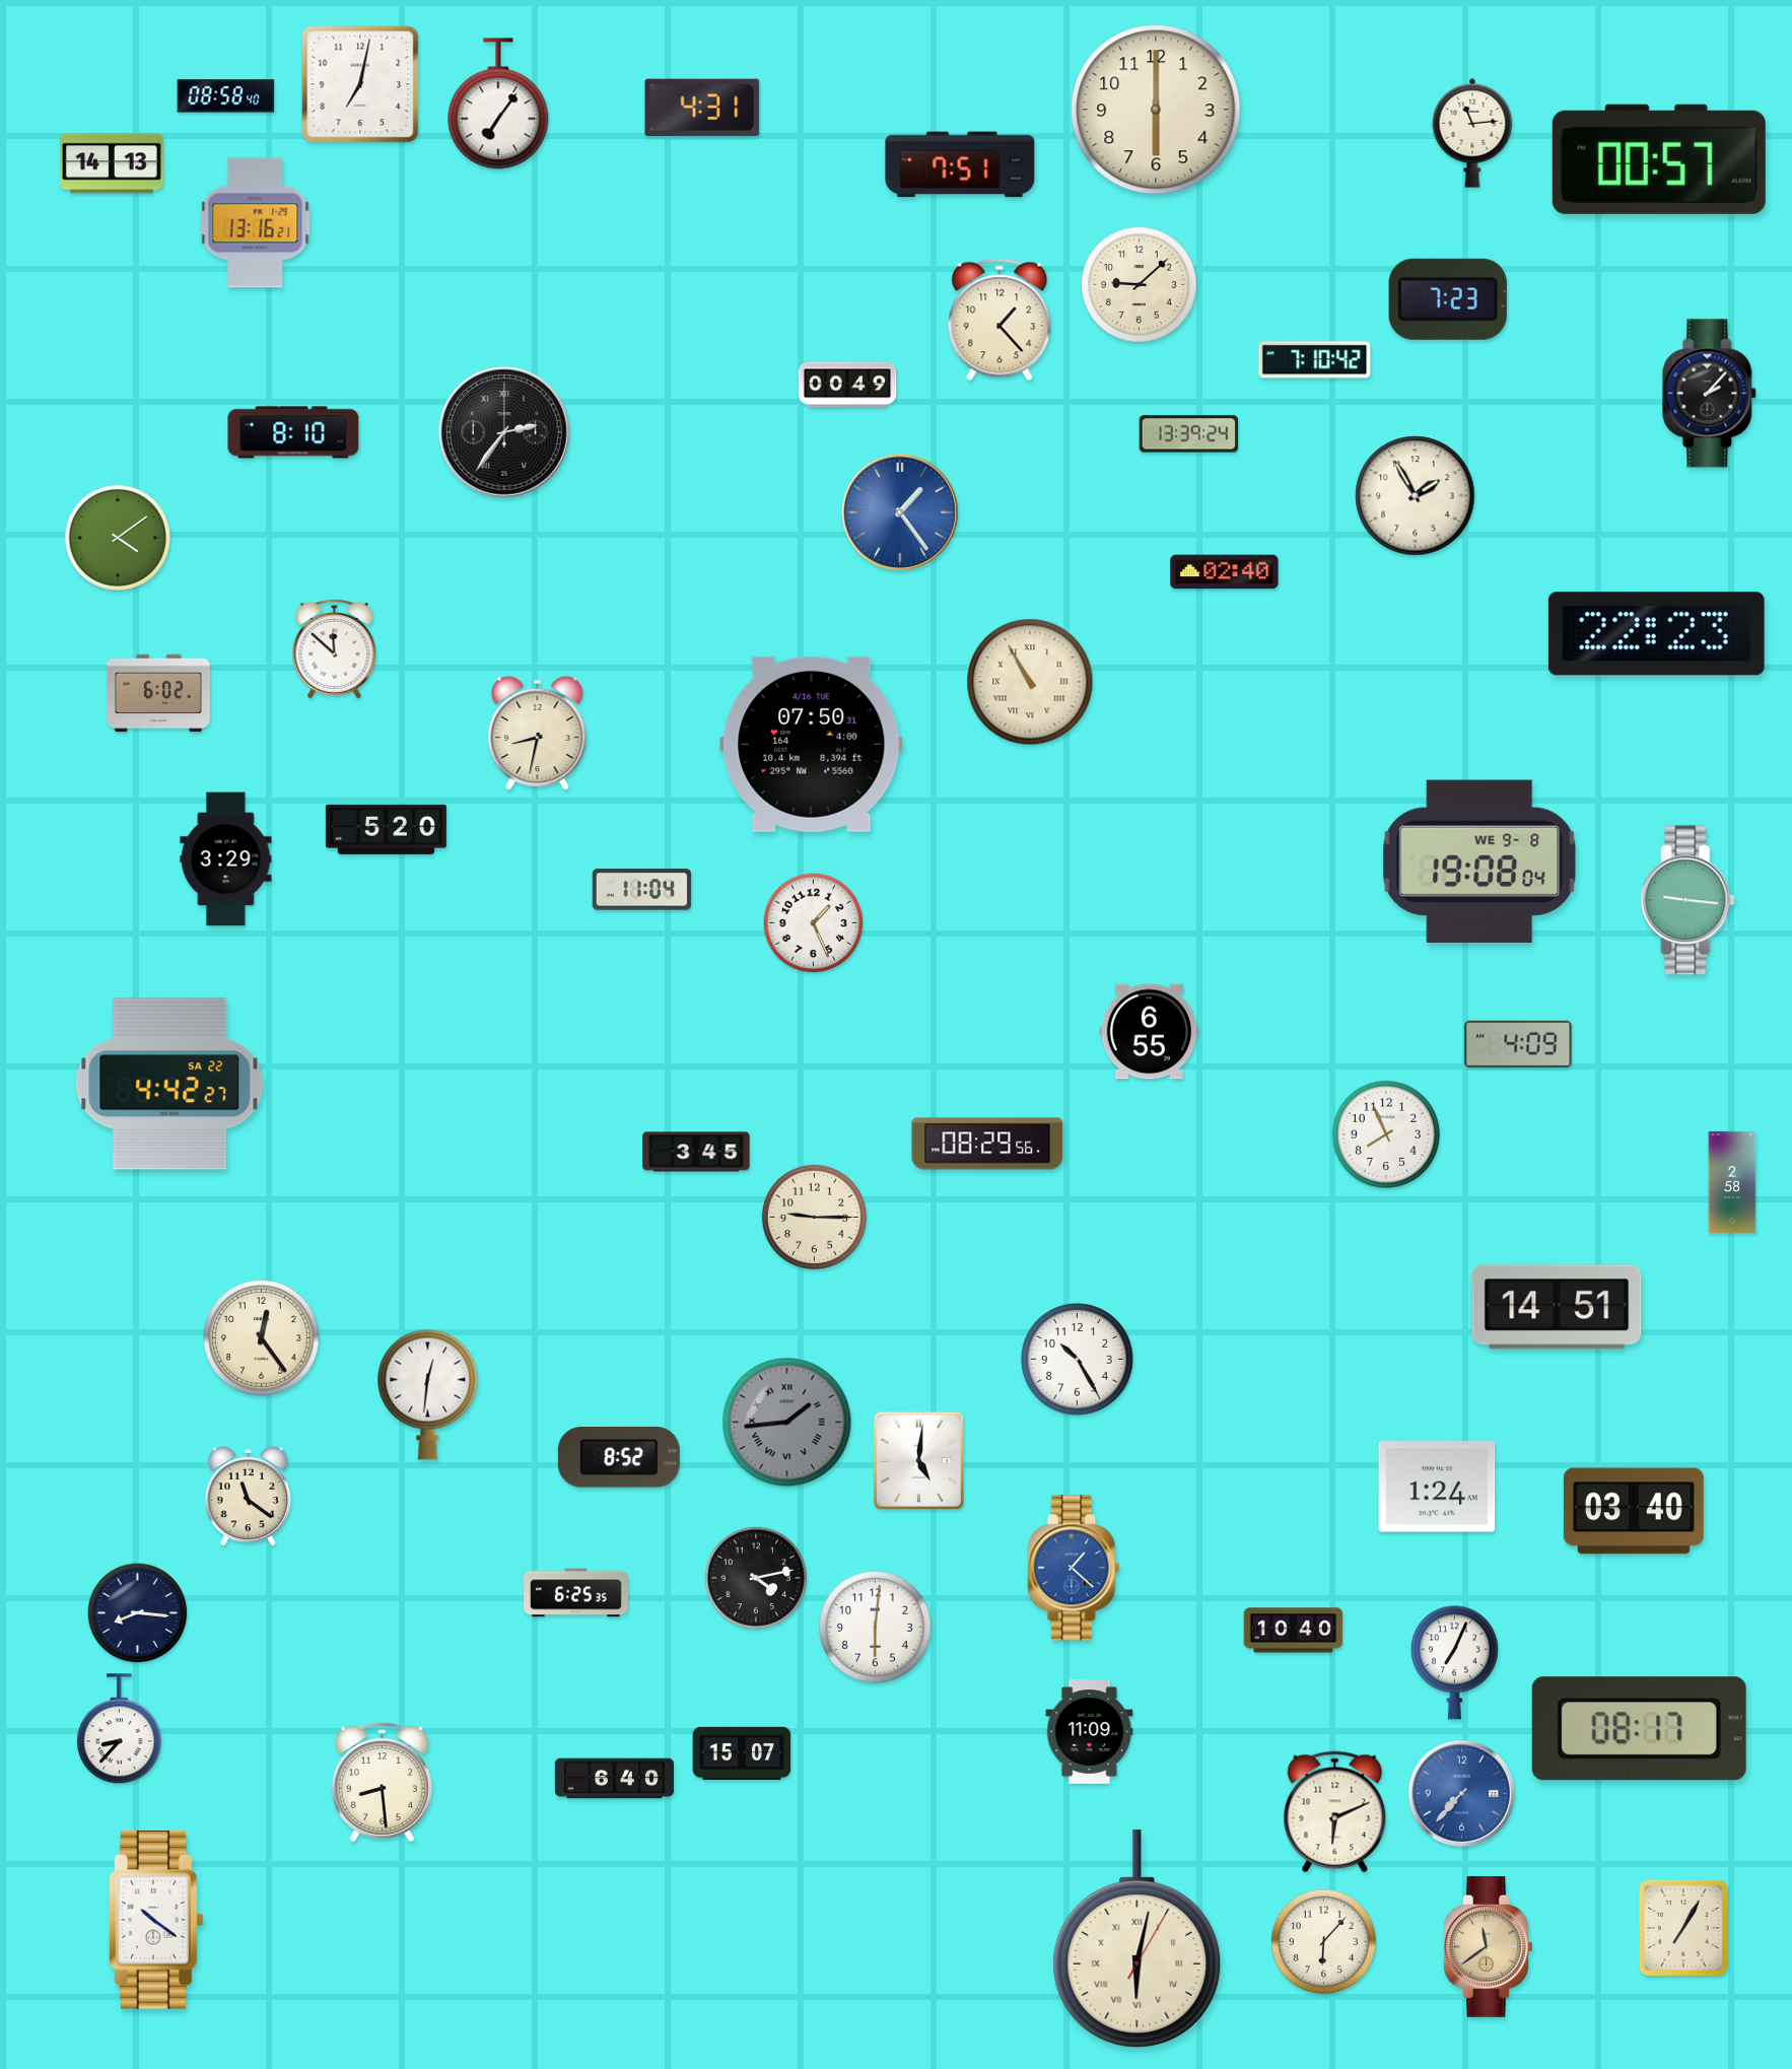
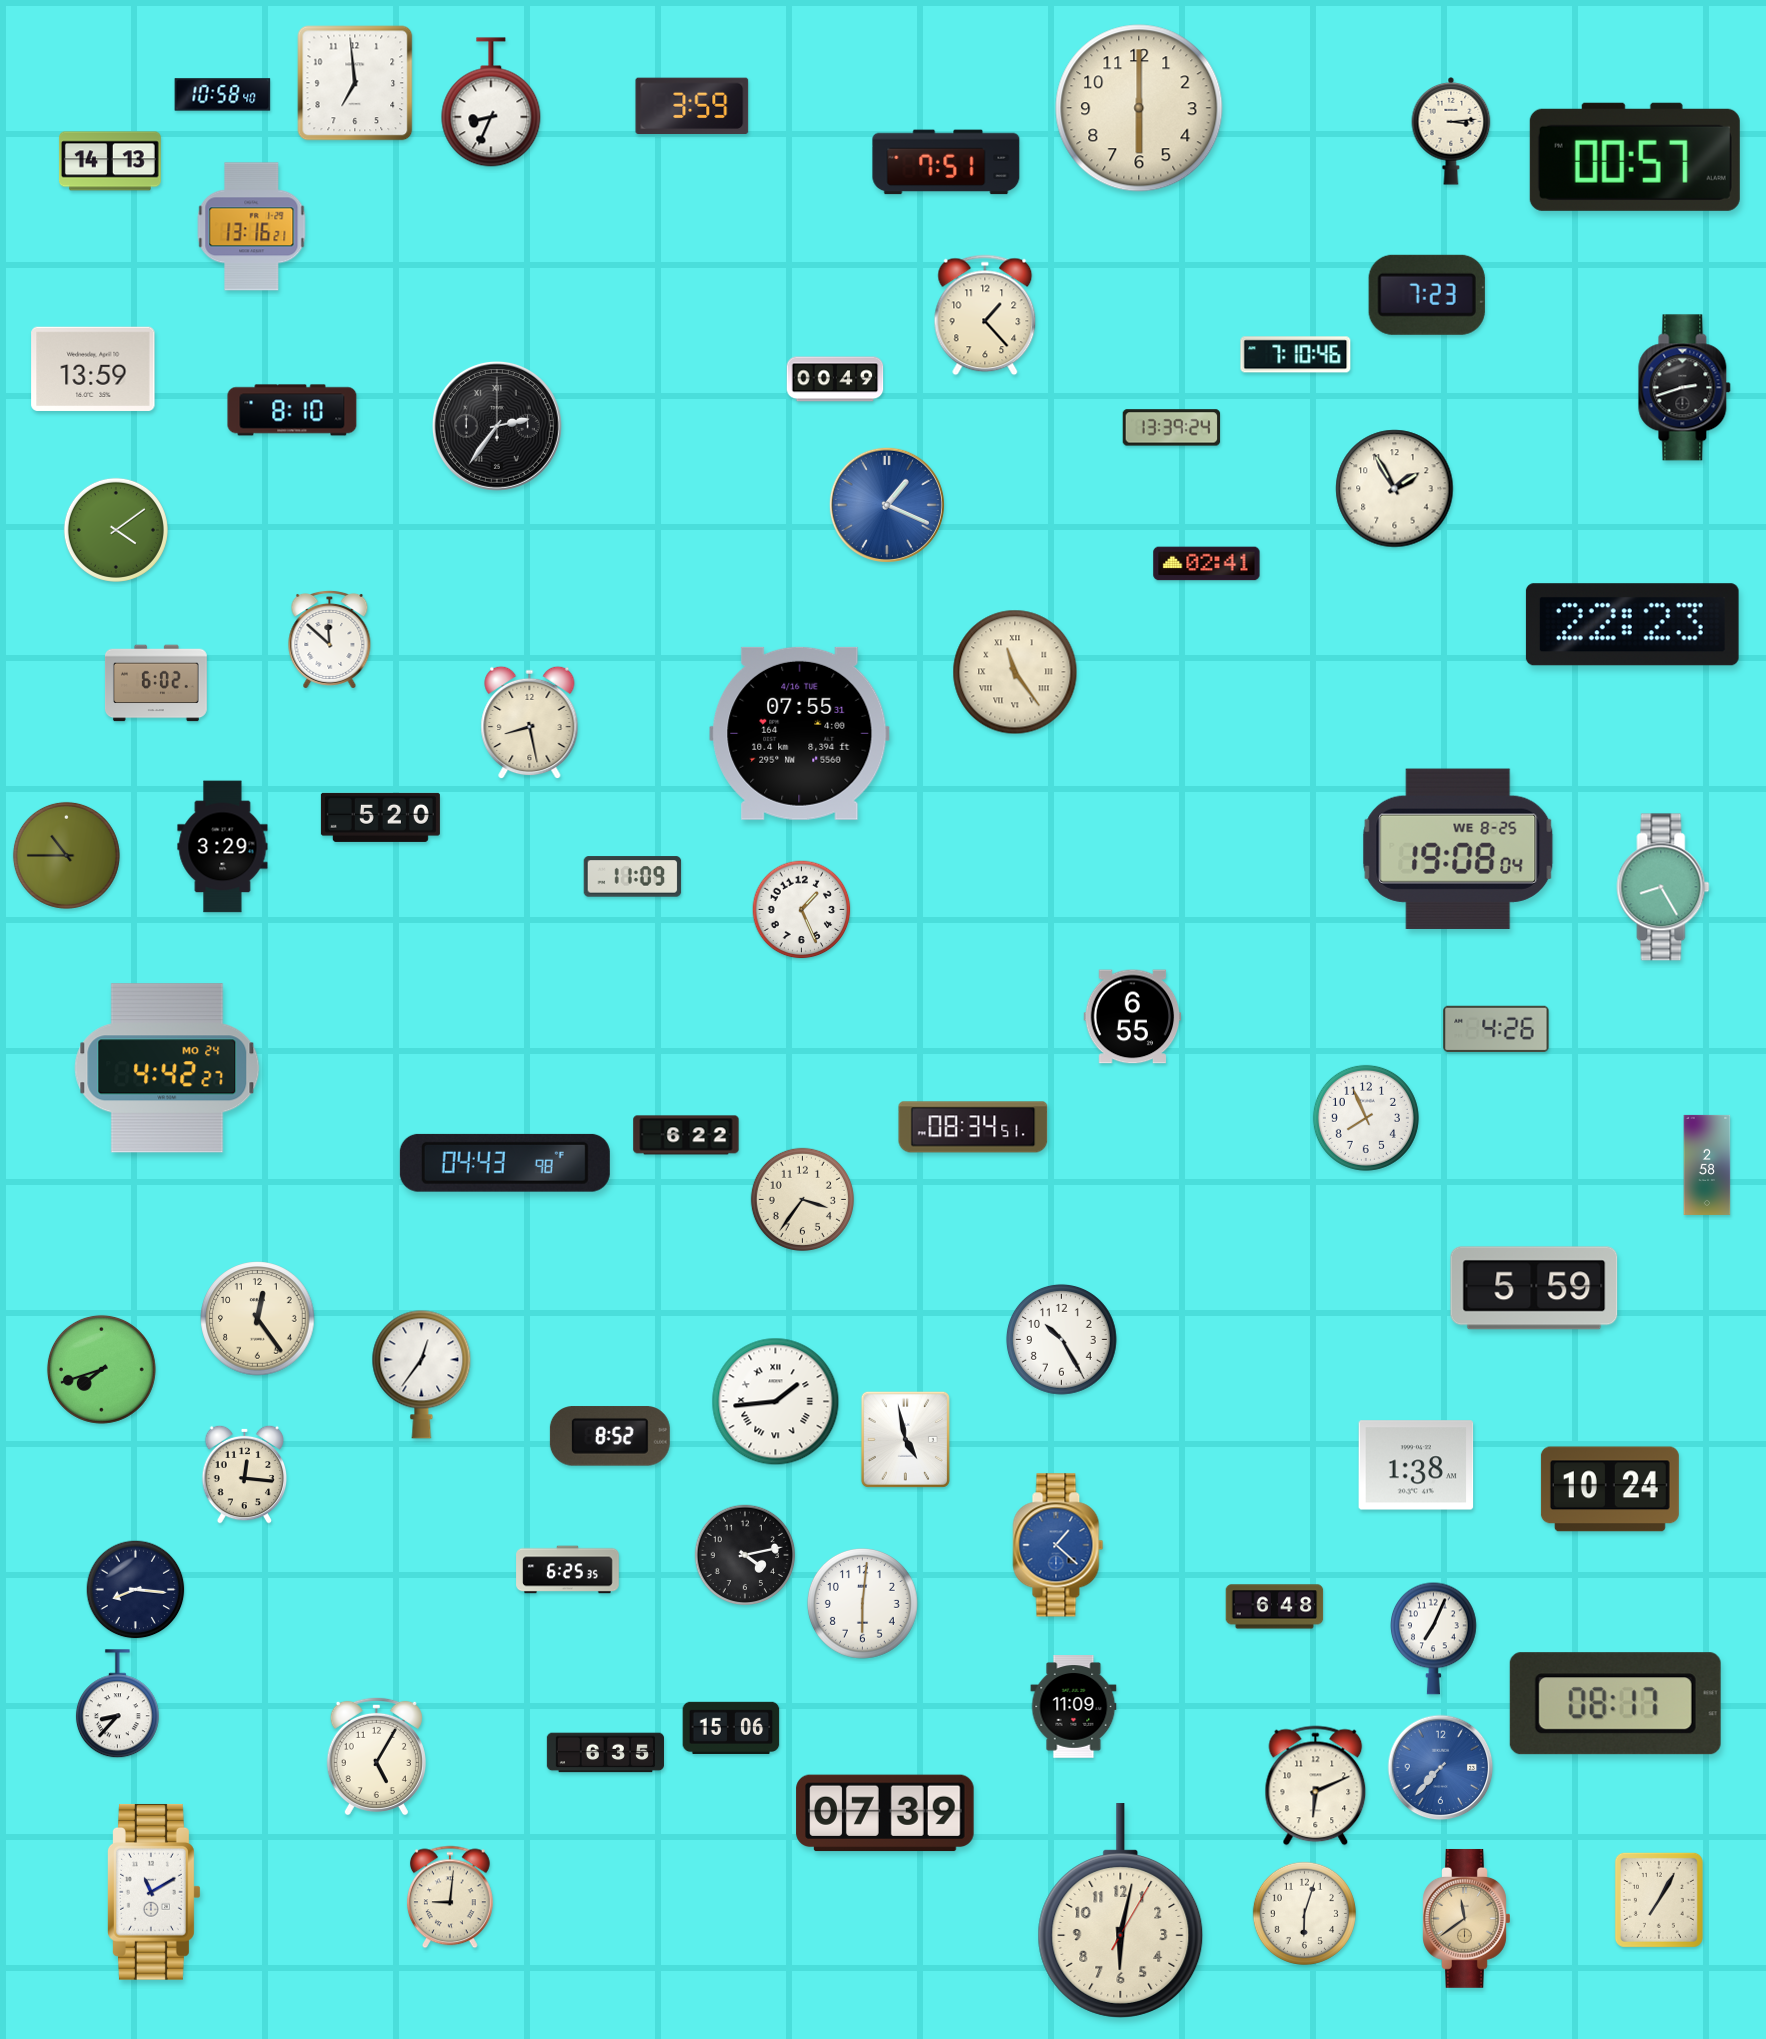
clock at (360, 84): 7:02 -> 6:59
clock at (226, 96): 08:58 -> 10:58
clock at (498, 104): 7:06 -> 8:34
clock at (702, 107): 4:31 -> 3:59
clock at (1472, 134): 11:14 -> 3:14
clock at (256, 223) position: (256, 223) -> (252, 227)
clock at (1140, 285): 9:08 -> none
clock at (1315, 360): 7:10:42 -> 7:10:46
clock at (93, 369): none -> 13:59
clock at (1710, 394): 2:07 -> 2:42
clock at (293, 432) position: (293, 432) -> (292, 410)
clock at (900, 512): 1:24 -> 1:19
clock at (1225, 572): 02:40 -> 02:41
clock at (1030, 682): 10:55 -> 11:24
clock at (538, 734): 8:32 -> 8:28
clock at (812, 744): 07:50 -> 07:55
clock at (1479, 861) date: WE 9-8 -> WE 8-25
clock at (66, 855): none -> 10:45
clock at (642, 890): 11:04 -> 11:09
clock at (1687, 900): 9:16 -> 8:25
clock at (1518, 1044): 4:09 -> 4:26
clock at (169, 1084) date: SA 22 -> MO 24
clock at (987, 1144): 08:29 -> 08:34
clock at (696, 1152): 3:45 -> 6:22
clock at (505, 1163): none -> 04:43
clock at (814, 1217): 9:15 -> 3:36
clock at (1557, 1307): 14:51 -> 5:59
clock at (101, 1369): none -> 7:42
clock at (428, 1394): 12:31 -> 12:36
clock at (787, 1423) dial: grey -> white
clock at (918, 1460): 5:01 -> 4:58
clock at (1437, 1487): 1:24 -> 1:38
clock at (249, 1496): 11:21 -> 12:16
clock at (1634, 1511): 03:40 -> 10:24
clock at (1294, 1631): 10:40 -> 6:48
clock at (742, 1753): 15:07 -> 15:06
clock at (614, 1779): 6:40 -> 6:35
clock at (382, 1782): 8:29 -> 5:05
clock at (885, 1813): none -> 07:39
clock at (156, 1920): 10:21 -> 11:10
clock at (450, 1897): none -> 9:01
clock at (1138, 1939) numerals: Roman -> Arabic
clock at (1323, 1941): 6:07 -> 6:03
